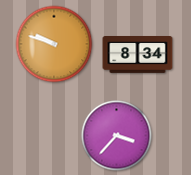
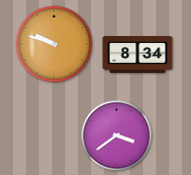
clock at (117, 136): 3:37 -> 3:39
